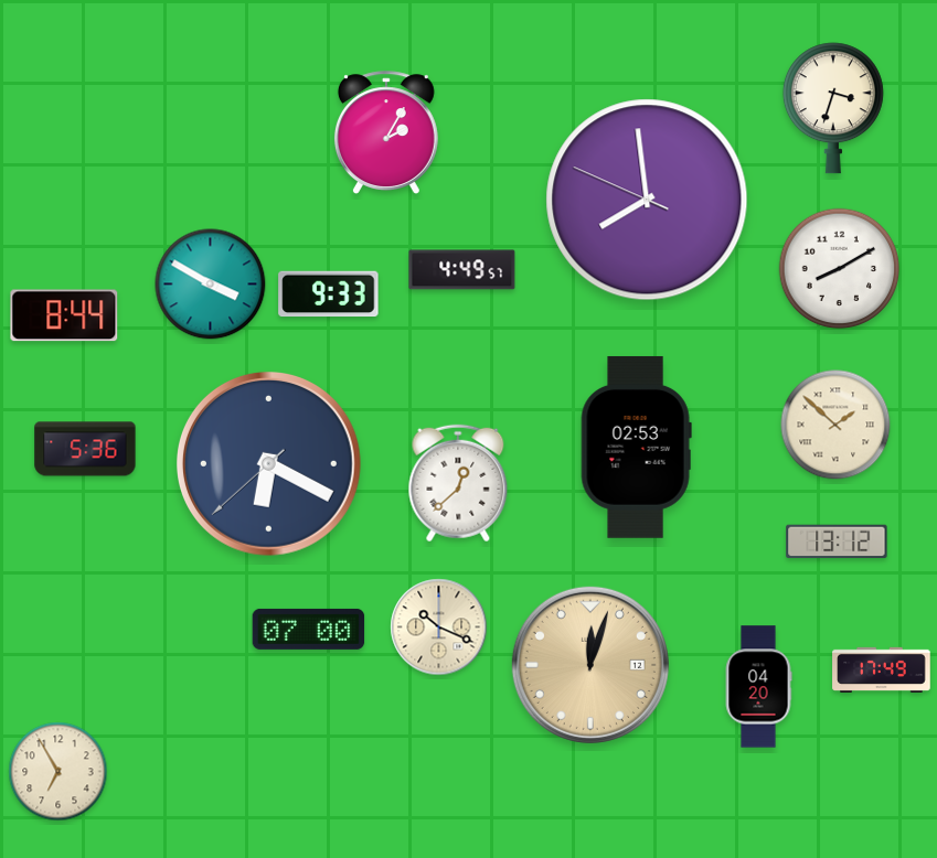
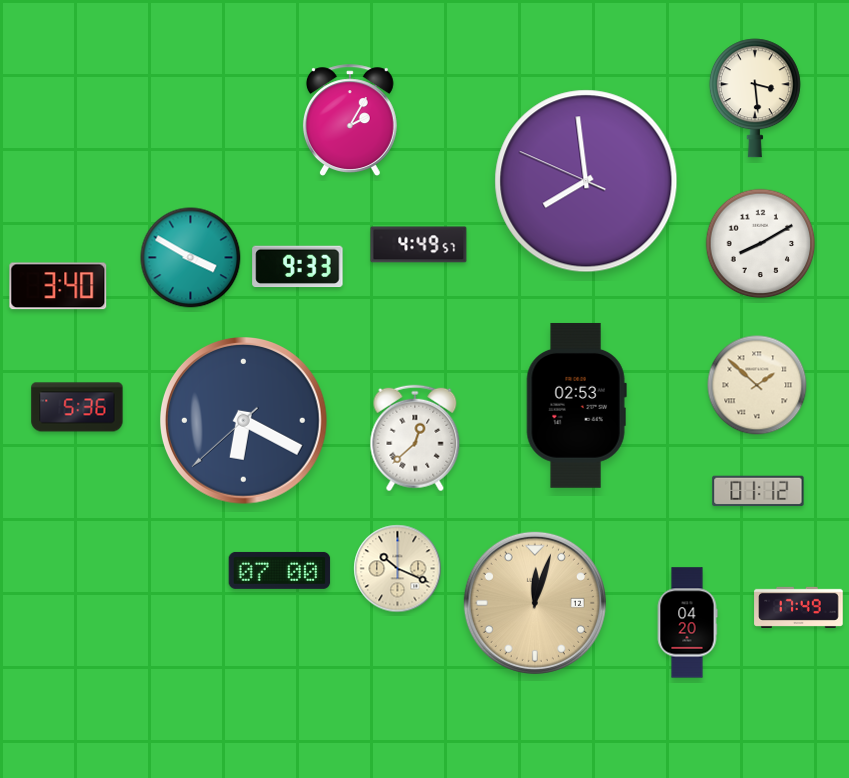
clock at (833, 108): 3:33 -> 3:29
clock at (64, 315): 8:44 -> 3:40
clock at (837, 541): 13:12 -> 01:12
clock at (58, 772): 6:55 -> none
